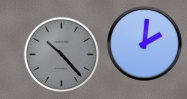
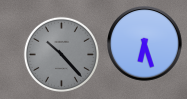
clock at (145, 44): 2:01 -> 6:27
